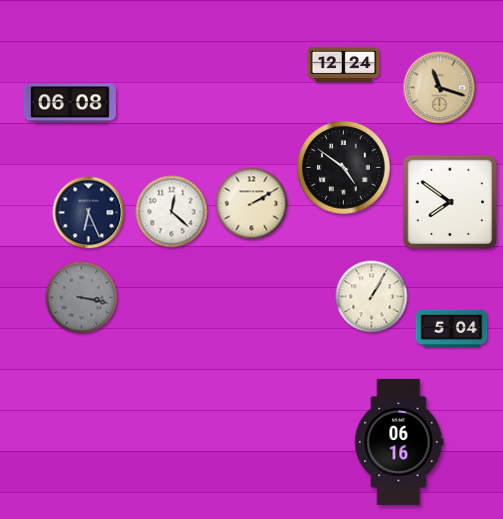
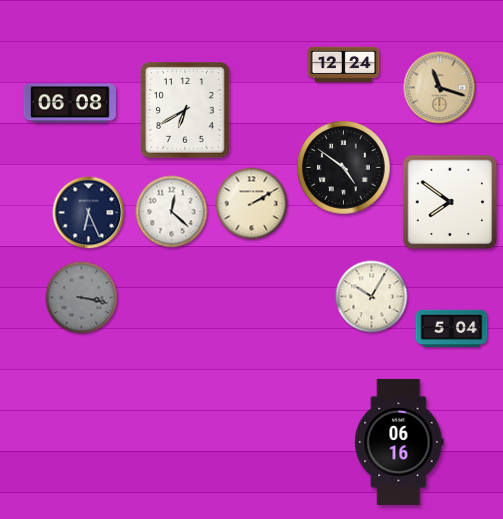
clock at (185, 110): none -> 6:40
clock at (372, 297): 1:05 -> 10:05
